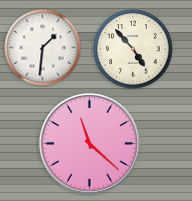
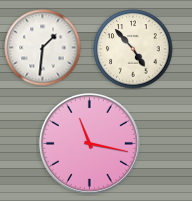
clock at (89, 143): 11:22 -> 11:17
